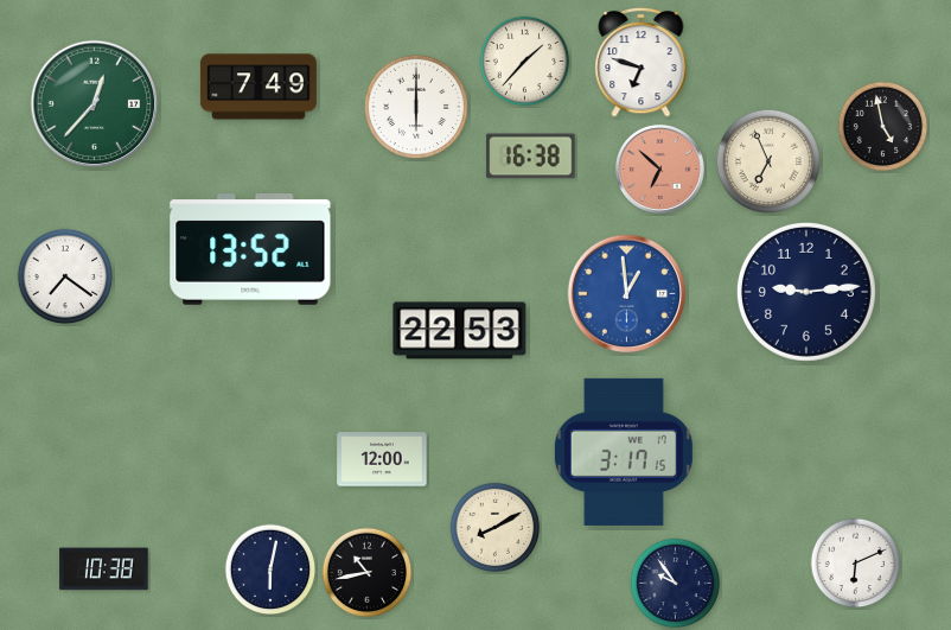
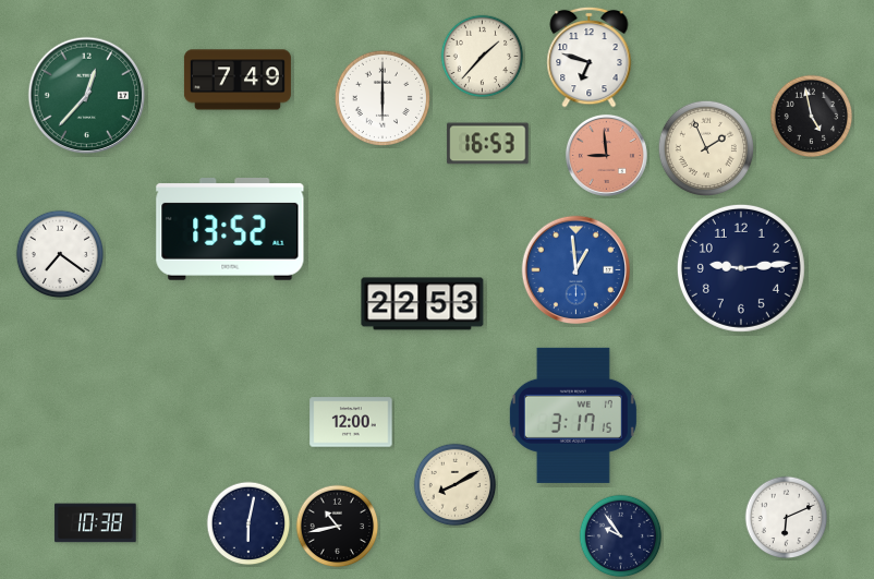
clock at (531, 157): 16:38 -> 16:53
clock at (767, 160): 6:56 -> 1:56
clock at (659, 168): 6:52 -> 8:59
